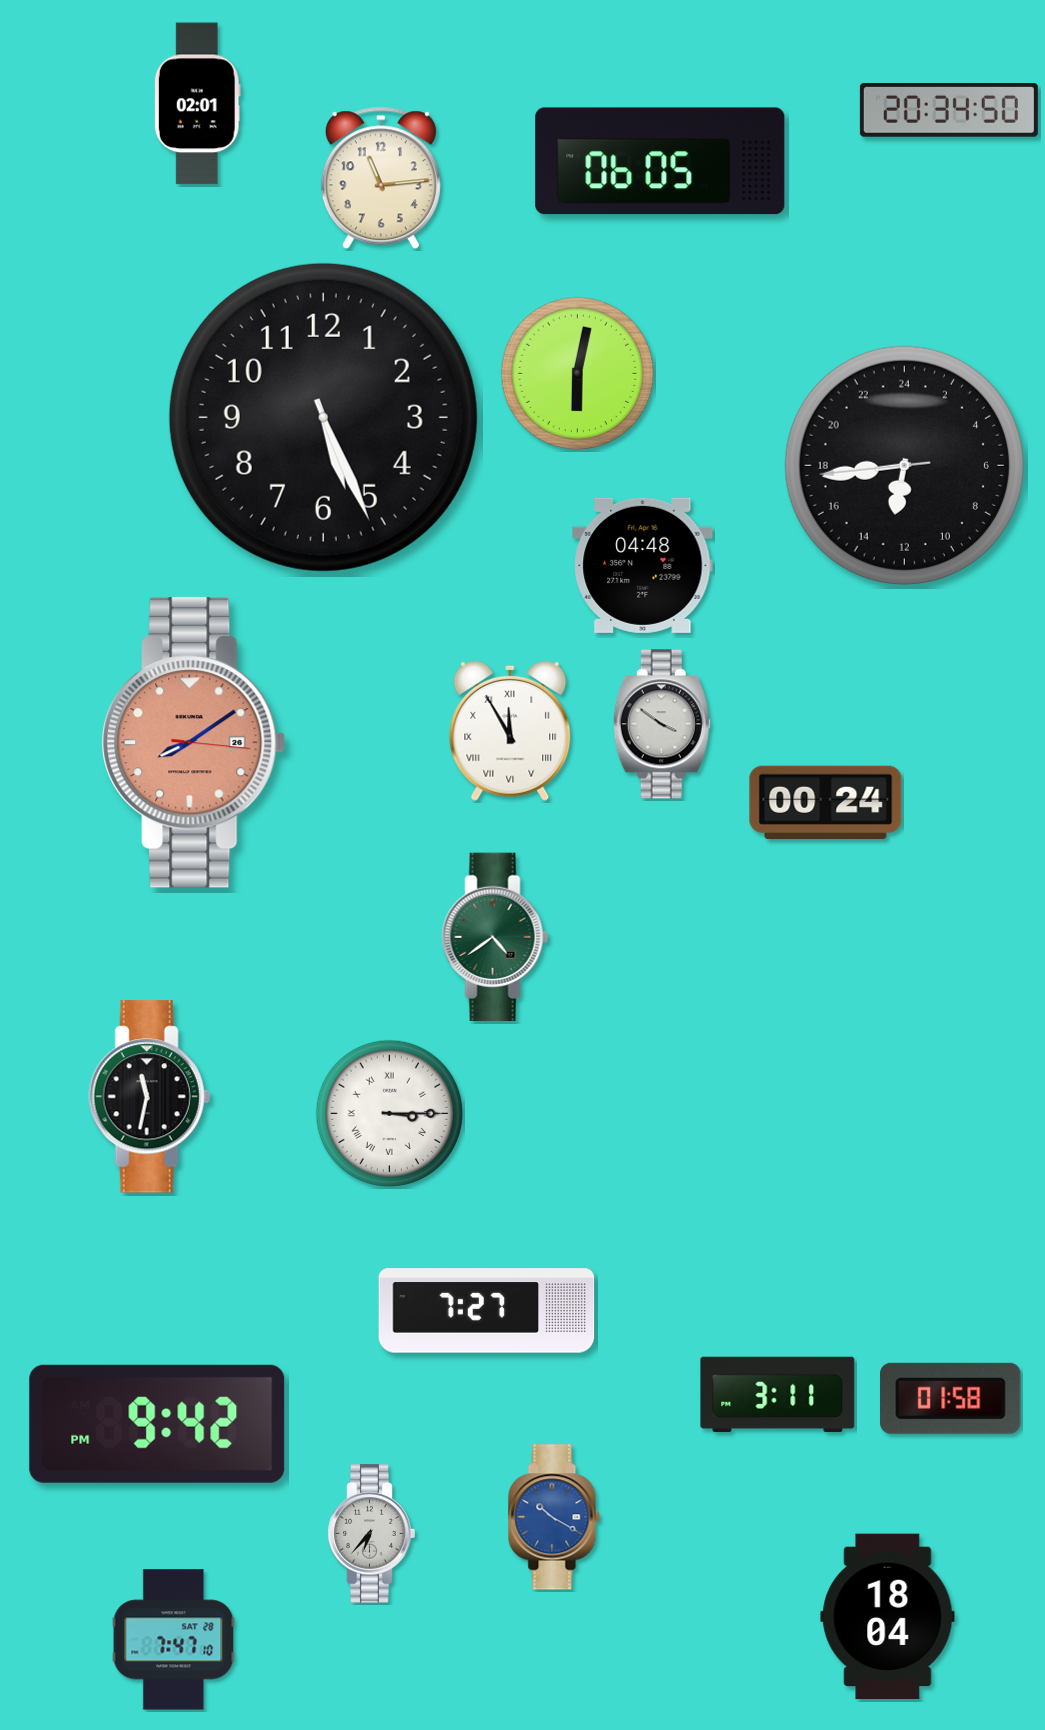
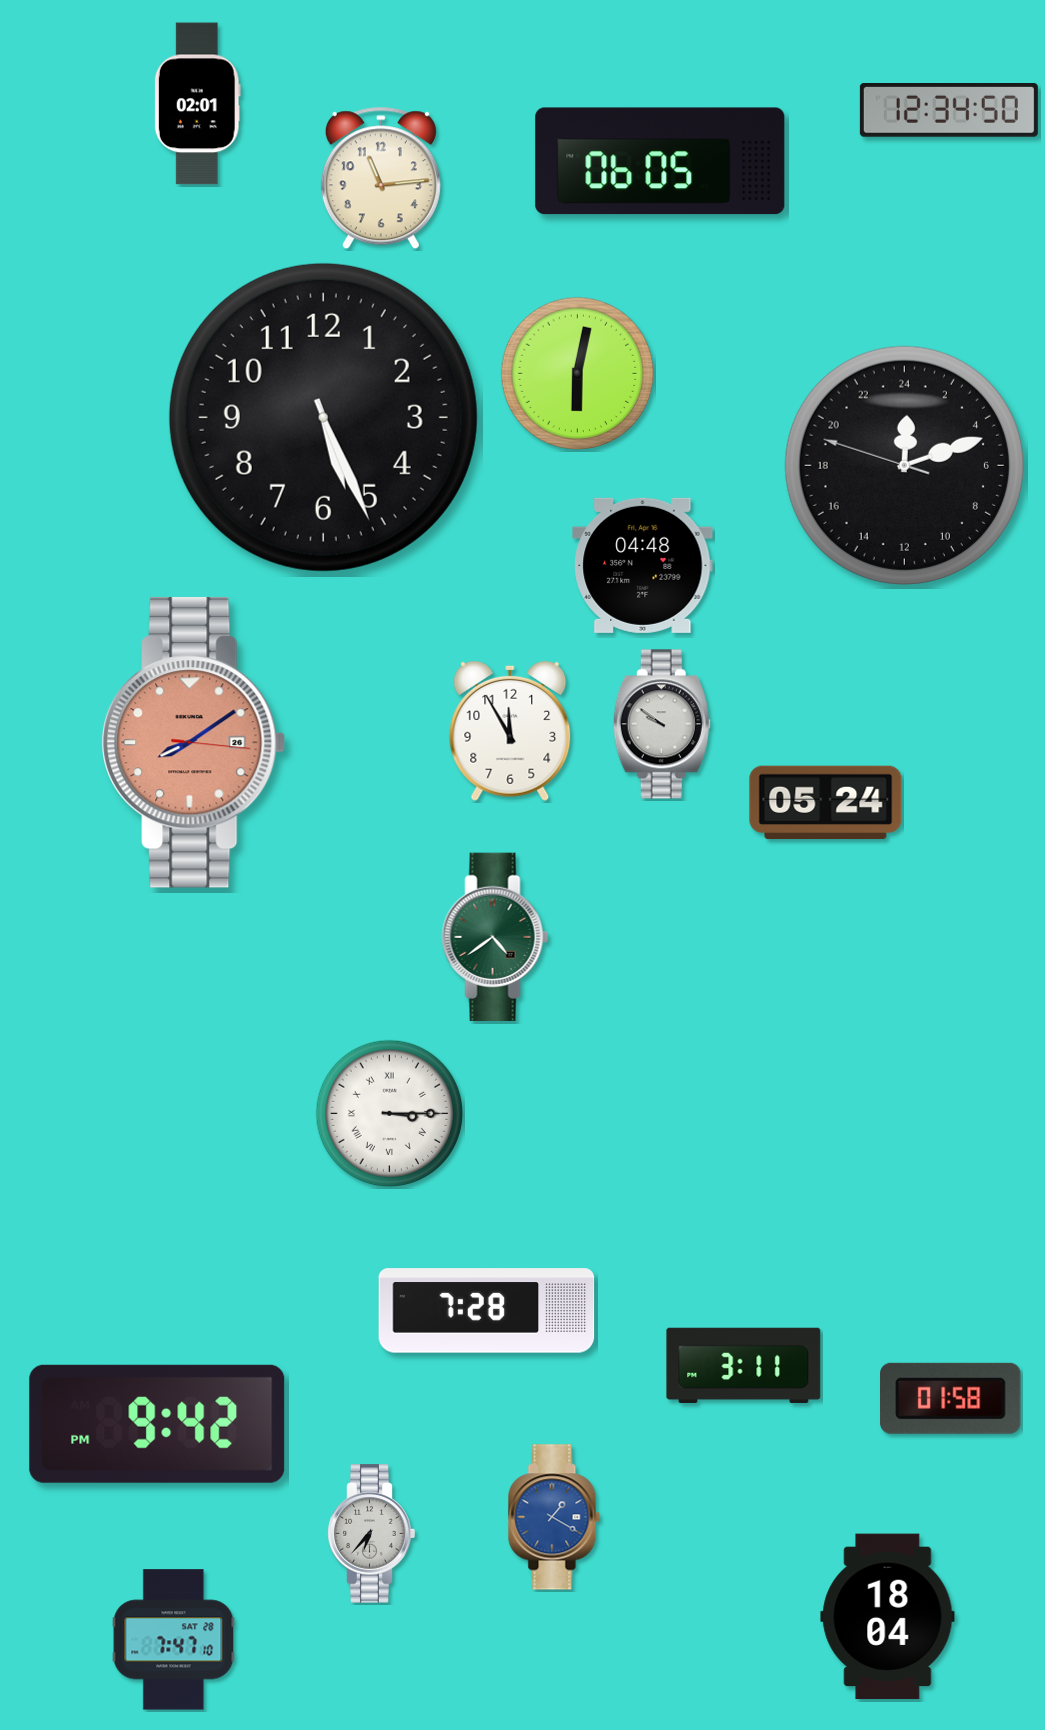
clock at (949, 111): 20:34 -> 12:34
clock at (904, 465): 12:43 -> 0:11
clock at (662, 724): 3:51 -> 9:51
clock at (510, 731) numerals: Roman -> Arabic
clock at (826, 803): 00:24 -> 05:24
clock at (149, 1097): 11:32 -> none
clock at (487, 1311): 7:27 -> 7:28
clock at (778, 1394) position: (778, 1394) -> (744, 1365)
clock at (554, 1517): 10:20 -> 1:20
